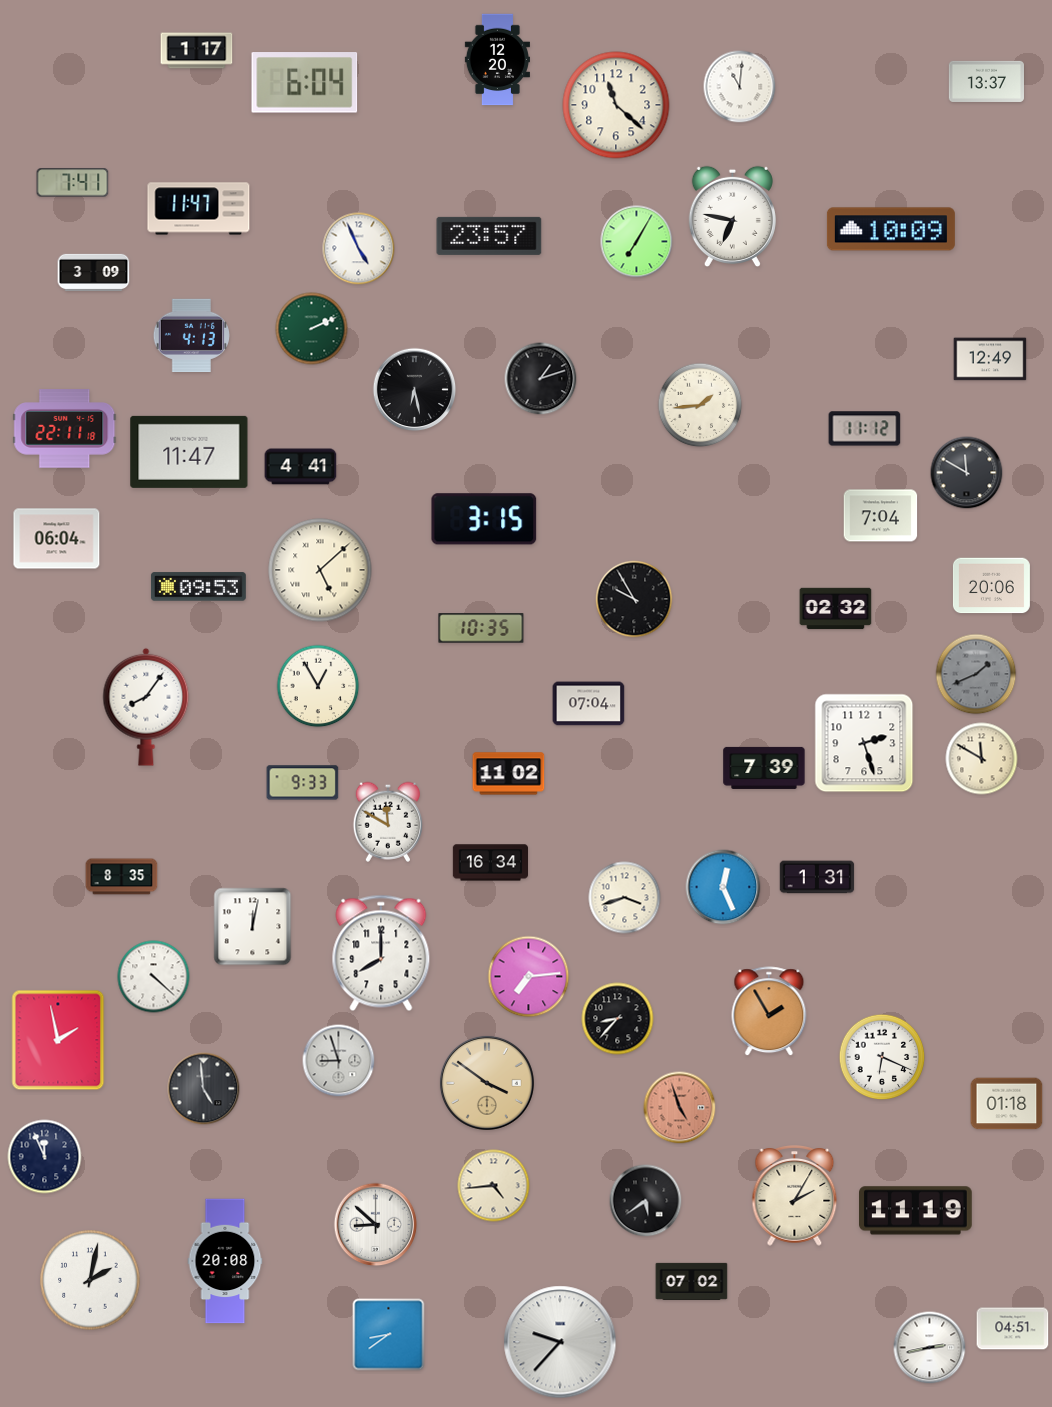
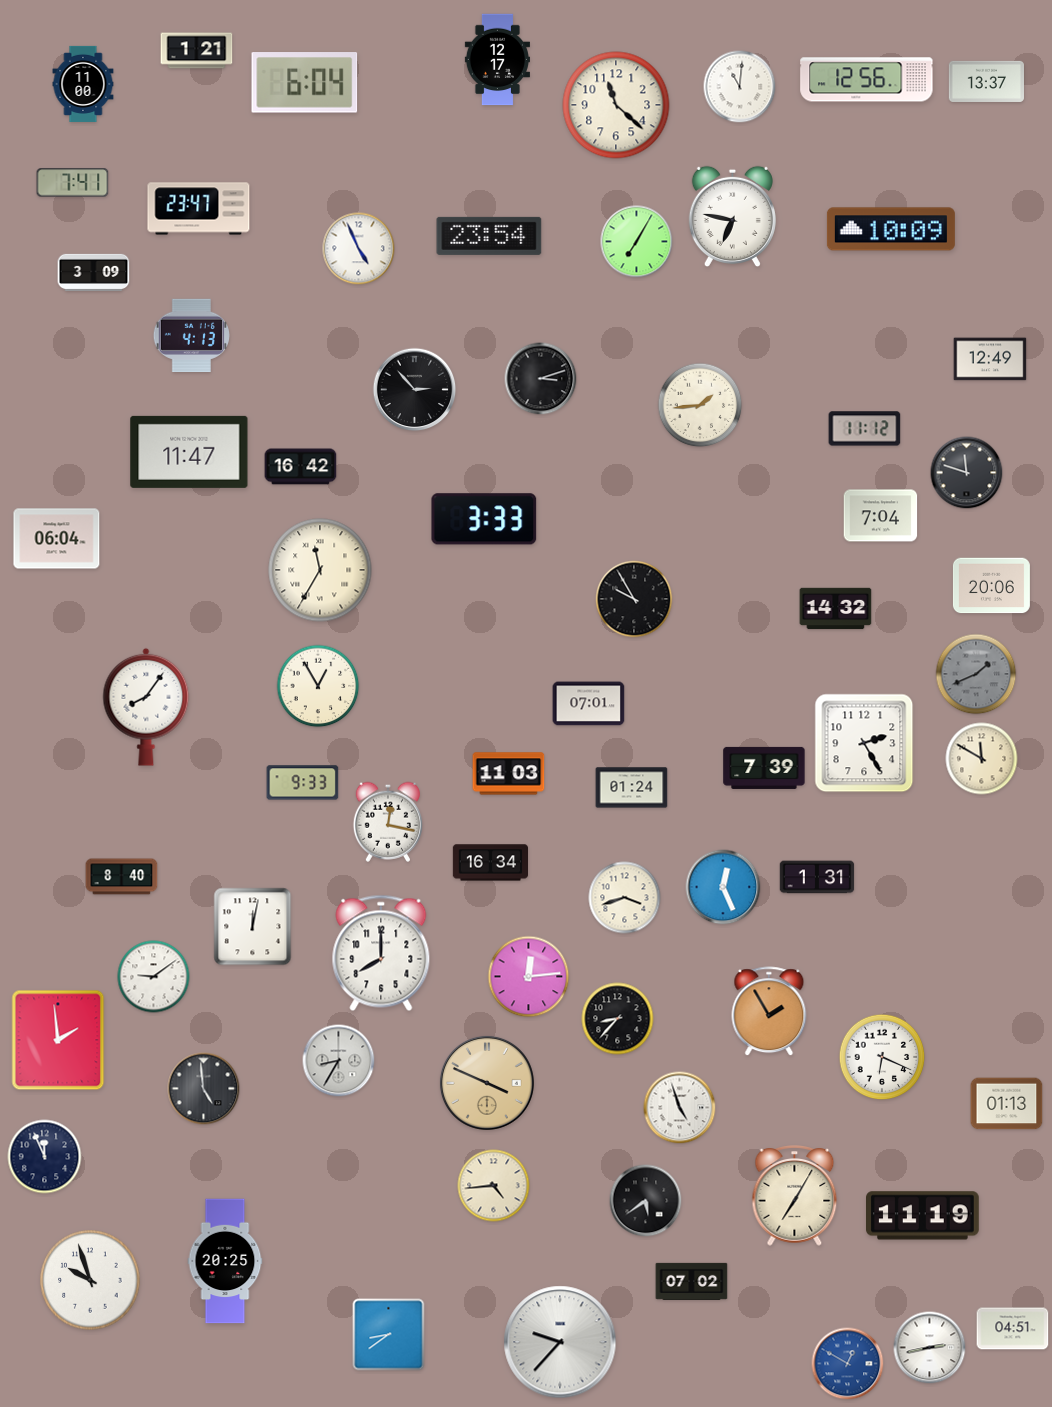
clock at (197, 51): 1:17 -> 1:21
clock at (497, 60): 12:20 -> 12:17
clock at (867, 80): none -> 12:56
clock at (83, 84): none -> 11:00
clock at (199, 209): 11:47 -> 23:47
clock at (489, 236): 23:57 -> 23:54
clock at (312, 329): 2:11 -> none
clock at (541, 379): 1:12 -> 3:12
clock at (415, 390): 6:28 -> 2:53
clock at (65, 429): 22:11 -> none
clock at (301, 467): 4:41 -> 16:42
clock at (967, 473): 11:50 -> 11:48
clock at (484, 519): 3:15 -> 3:33
clock at (320, 570): 5:08 -> 11:35
clock at (198, 587): 09:53 -> none
clock at (836, 609): 02:32 -> 14:32
clock at (481, 628): 10:35 -> none
clock at (589, 704): 07:04 -> 07:01
clock at (864, 743): 2:27 -> 2:25
clock at (509, 774): 11:02 -> 11:03
clock at (632, 788): none -> 01:24
clock at (387, 822): 11:50 -> 12:17
clock at (122, 877): 8:35 -> 8:40
clock at (154, 977): 4:22 -> 9:09
clock at (529, 977): 7:14 -> 12:14
clock at (58, 1040): 1:58 -> 1:59
clock at (339, 1061): 8:57 -> 8:35
clock at (487, 1083): 3:51 -> 3:49
clock at (1007, 1104): 01:18 -> 01:13
clock at (680, 1108) dial: salmon -> white
clock at (795, 1196): 2:05 -> 7:05
clock at (916, 1211) position: (916, 1211) -> (923, 1216)
clock at (376, 1225): 8:52 -> none
clock at (225, 1261): 20:08 -> 20:25
clock at (90, 1280): 2:02 -> 9:57
clock at (848, 1364): none -> 12:50
